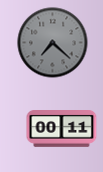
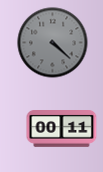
clock at (53, 43): 7:22 -> 4:22
